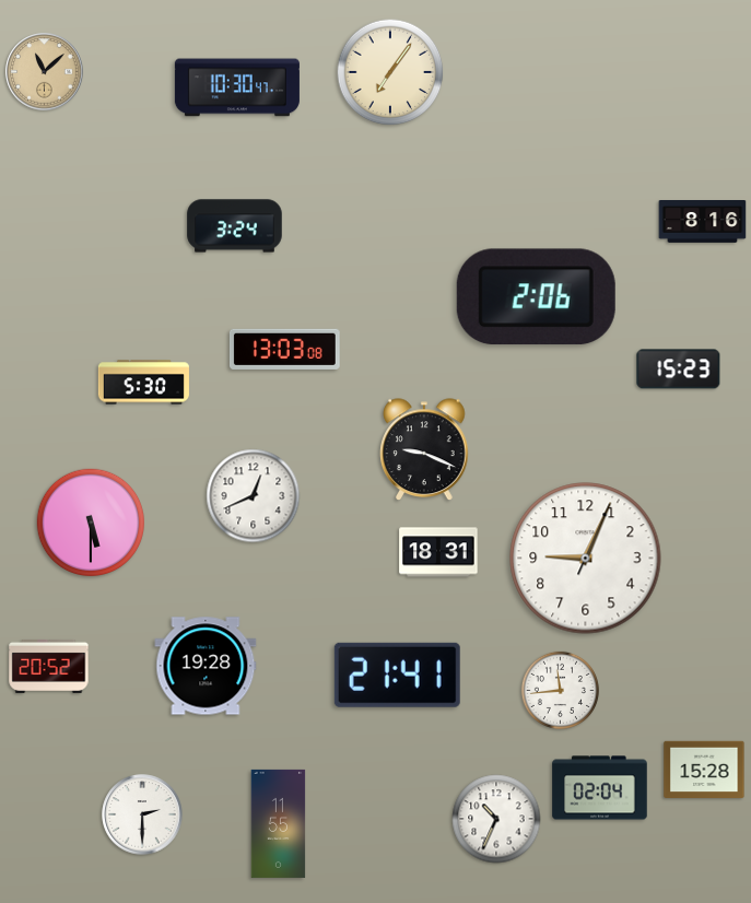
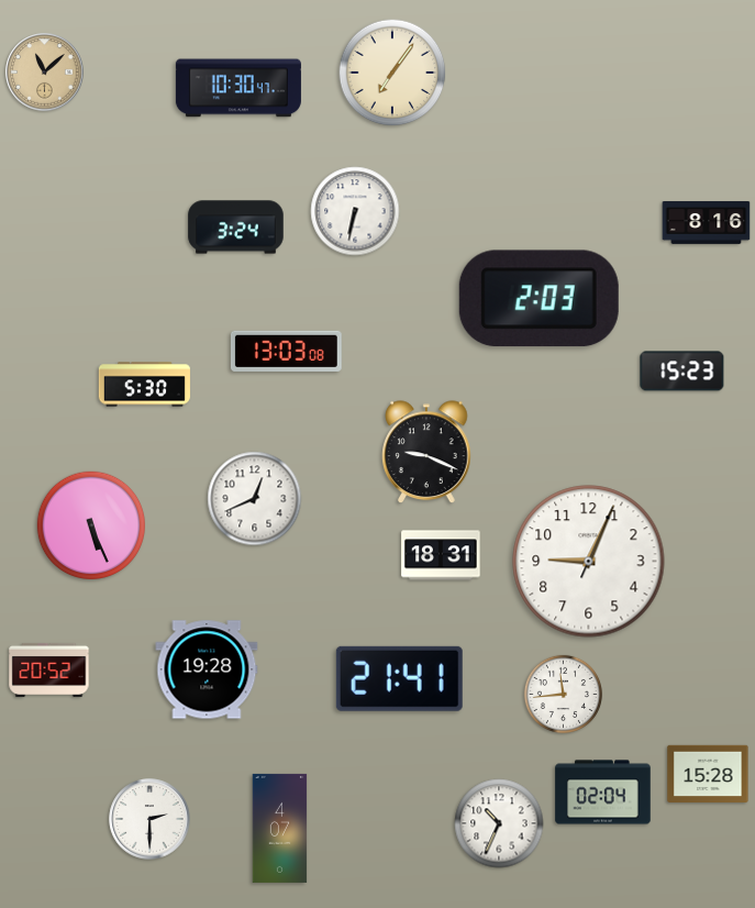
clock at (355, 211): none -> 6:32
clock at (536, 297): 2:06 -> 2:03
clock at (90, 521): 5:30 -> 5:26
clock at (142, 814) position: (142, 814) -> (149, 819)
clock at (279, 823): 11:55 -> 4:07
